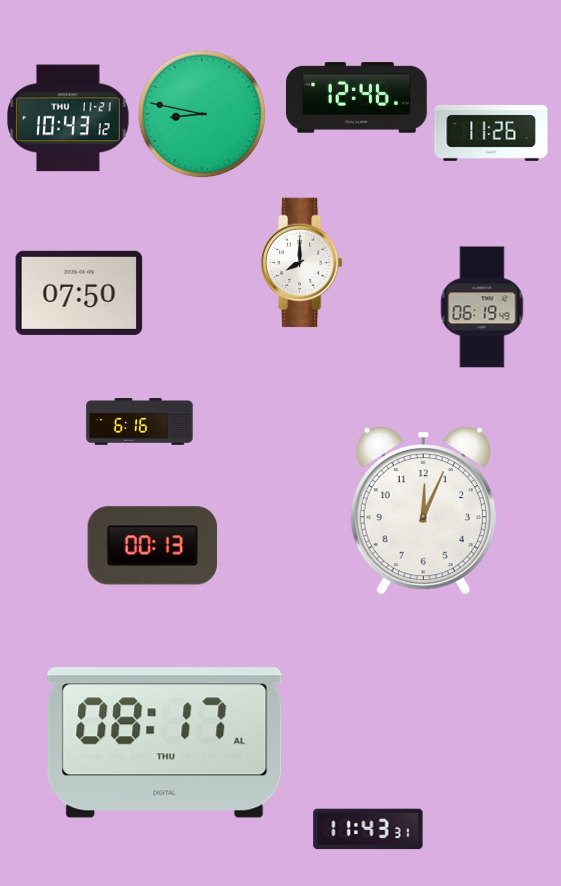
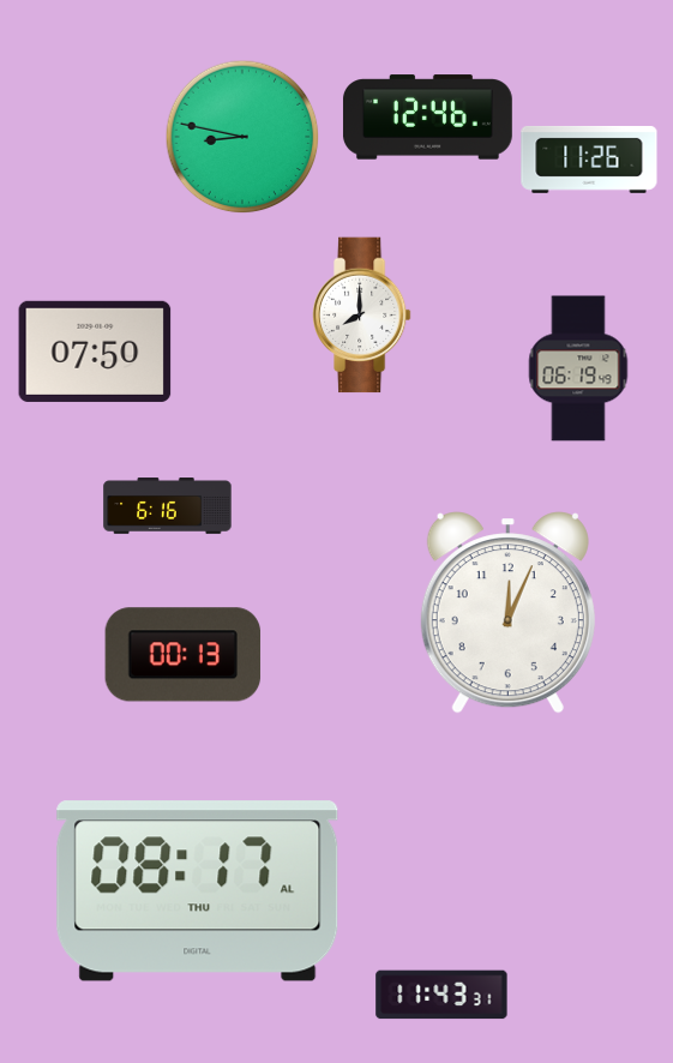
clock at (68, 118): 10:43 -> none
